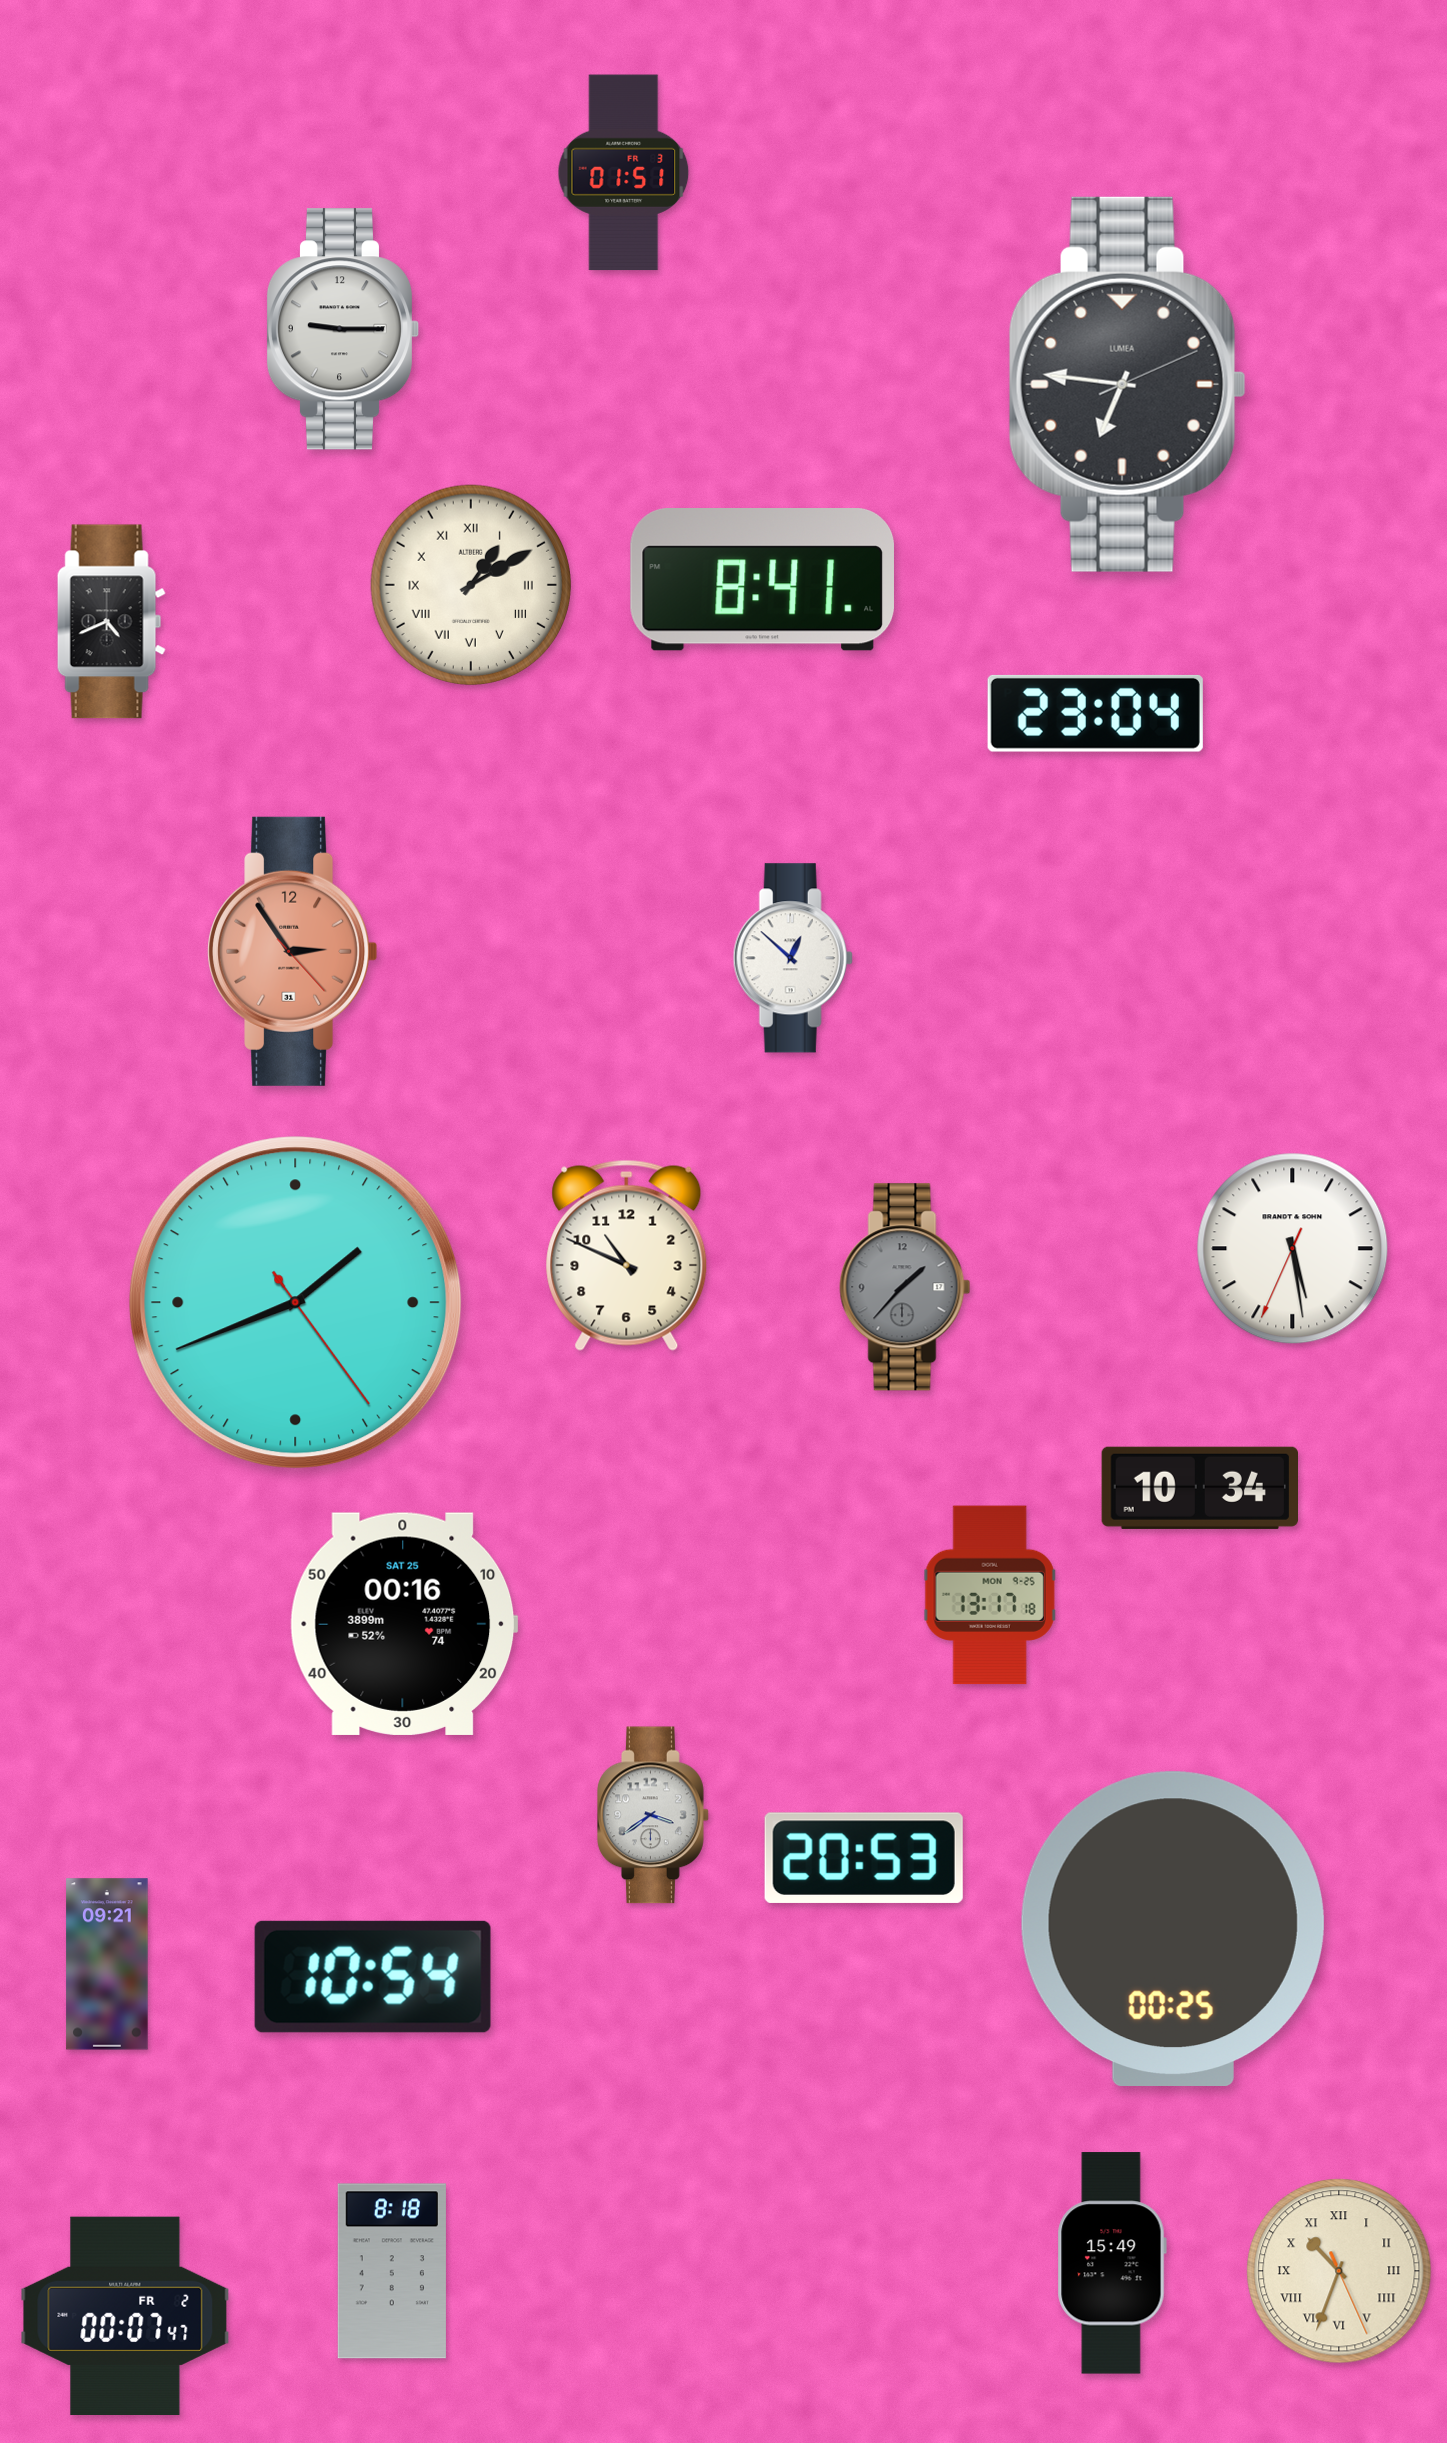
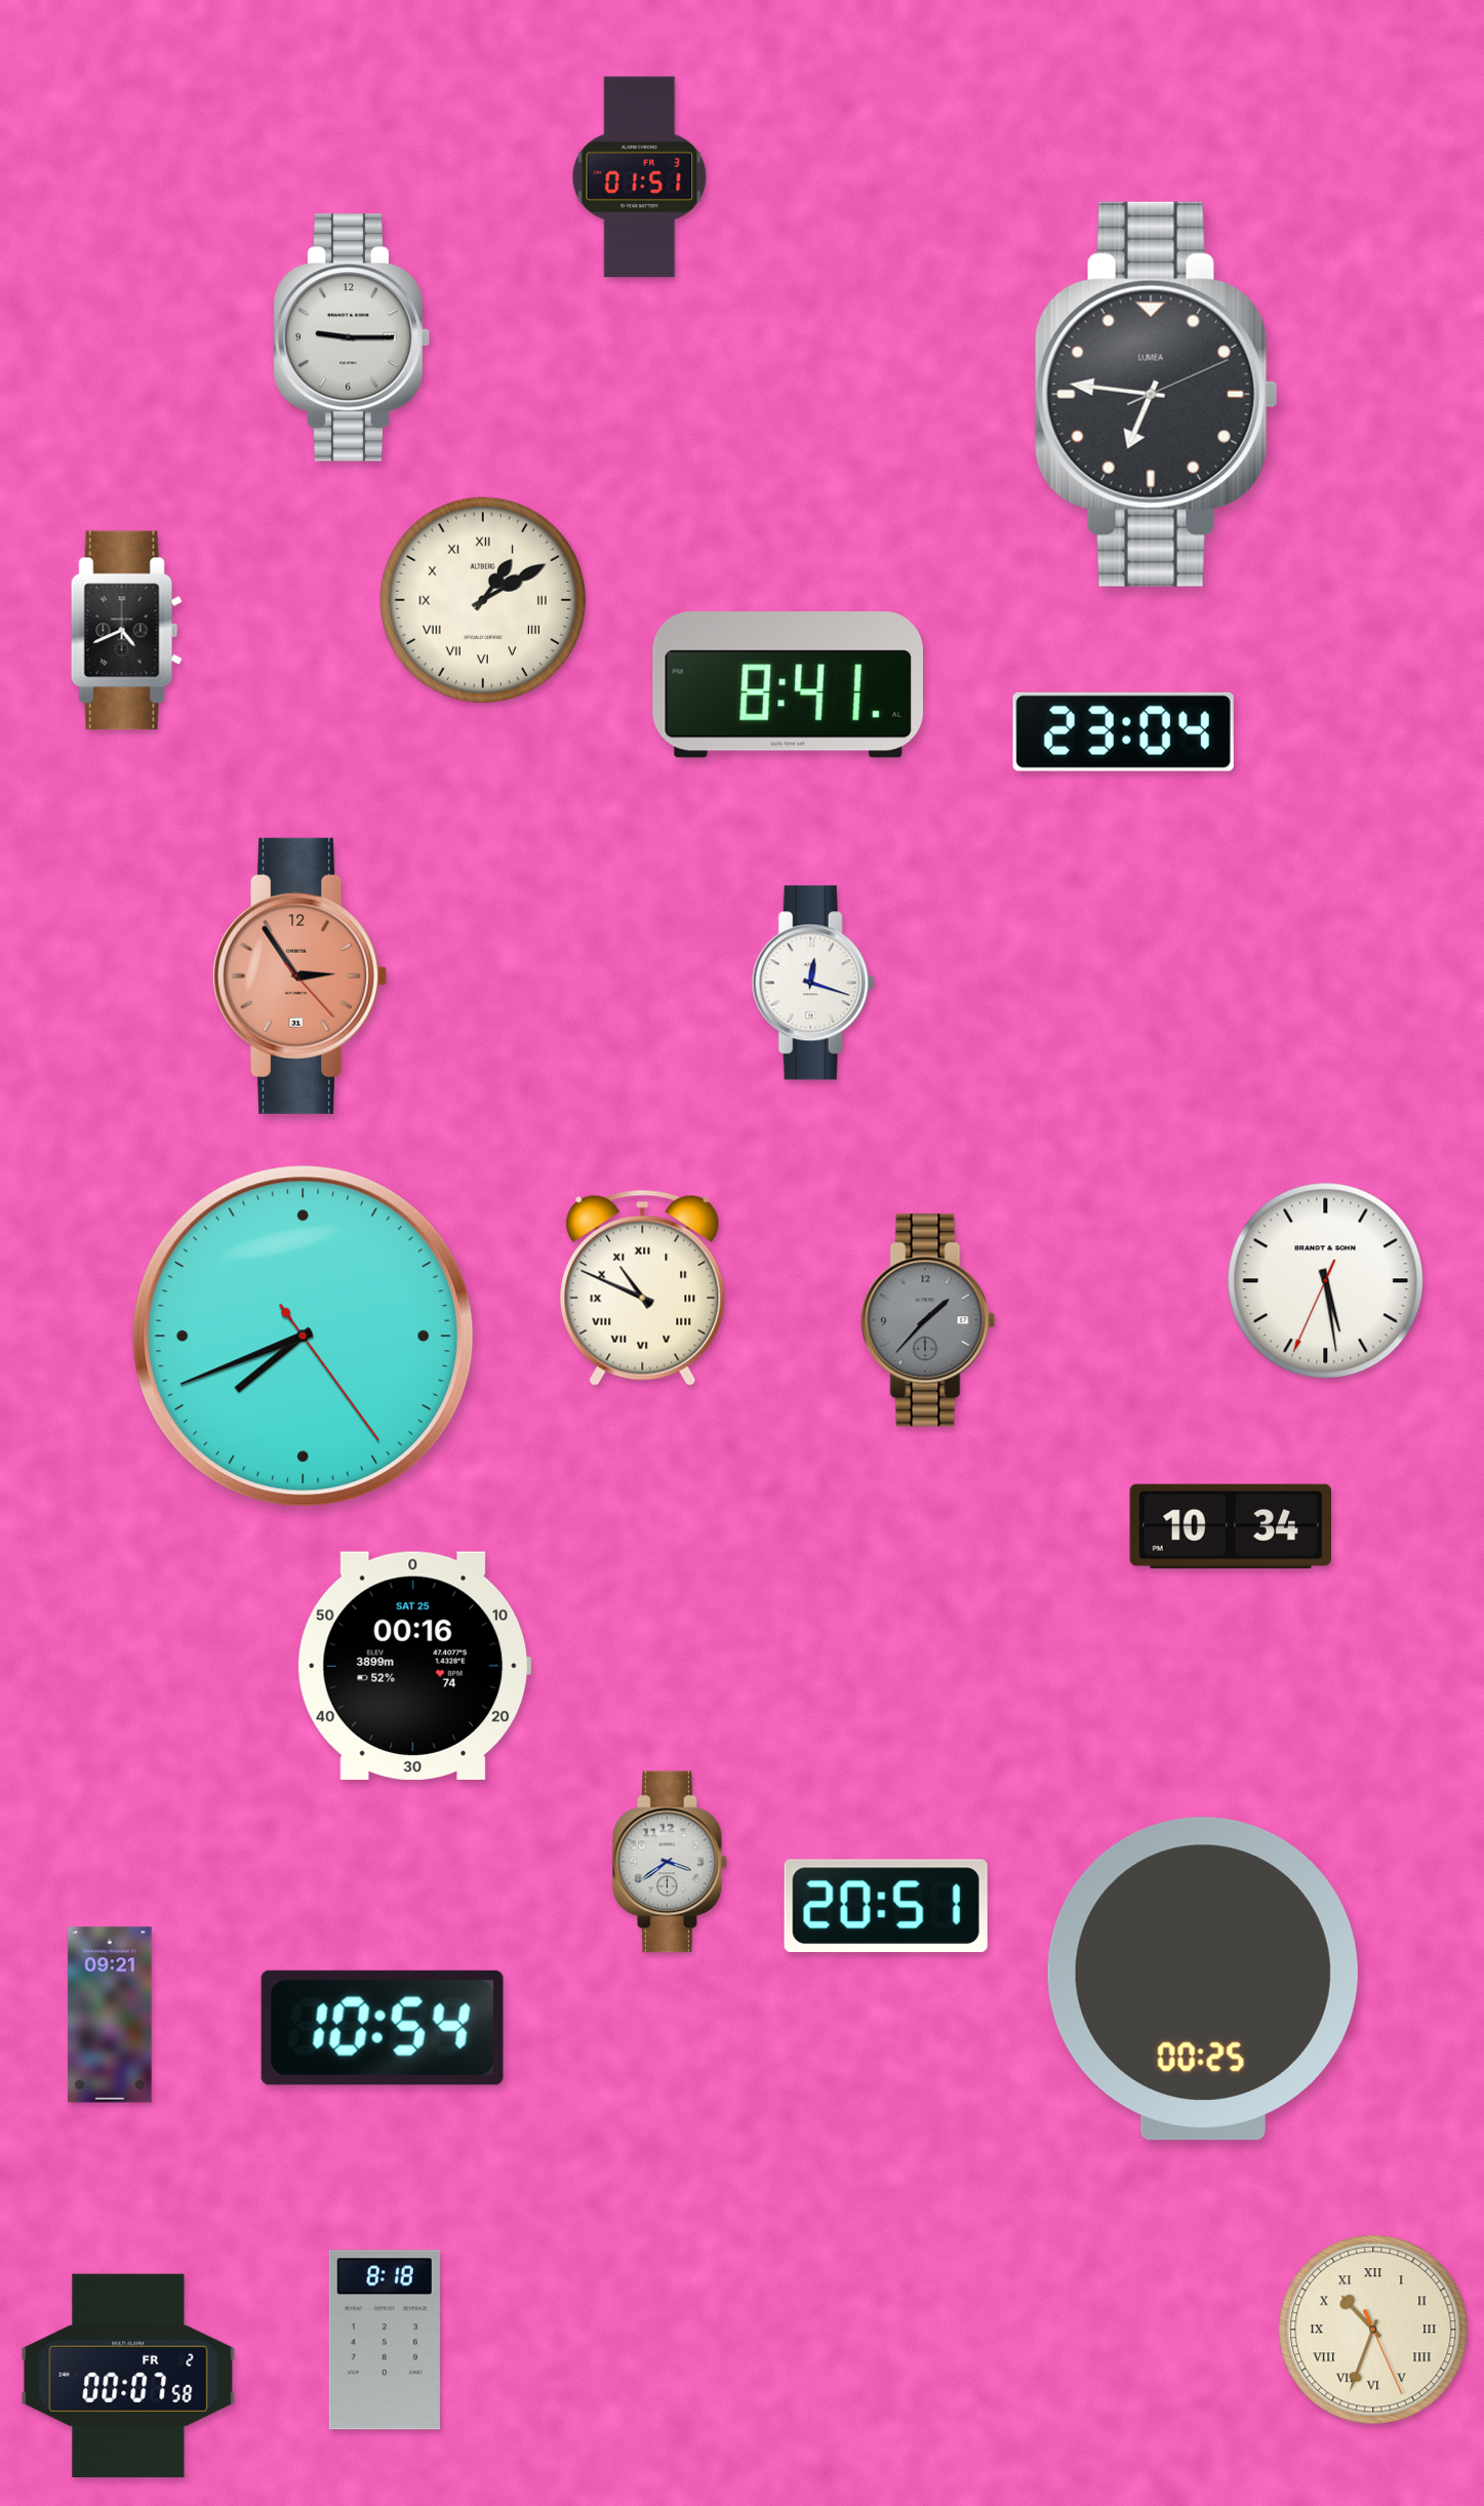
clock at (762, 580) position: (762, 580) -> (788, 685)
clock at (111, 622) position: (111, 622) -> (126, 631)
clock at (793, 958): 12:52 -> 12:18
clock at (627, 1255) numerals: Arabic -> Roman
clock at (296, 1303): 1:41 -> 7:41
clock at (990, 1595): 13:17 -> none
clock at (864, 1858): 20:53 -> 20:51
clock at (1112, 2263): 15:49 -> none
clock at (392, 2271) position: (392, 2271) -> (385, 2340)
clock at (125, 2316): 00:07:47 -> 00:07:58
